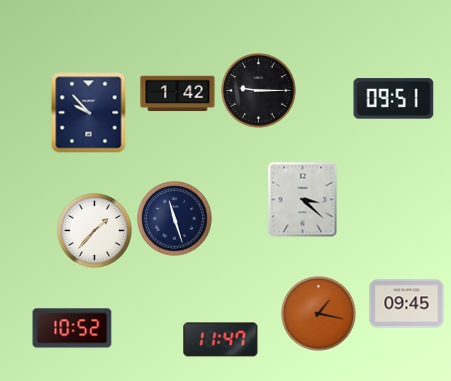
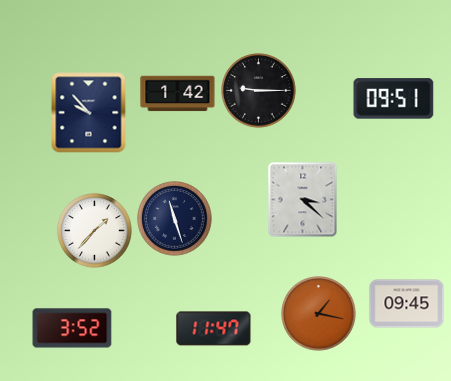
clock at (72, 328): 10:52 -> 3:52
clock at (221, 340) position: (221, 340) -> (214, 329)
